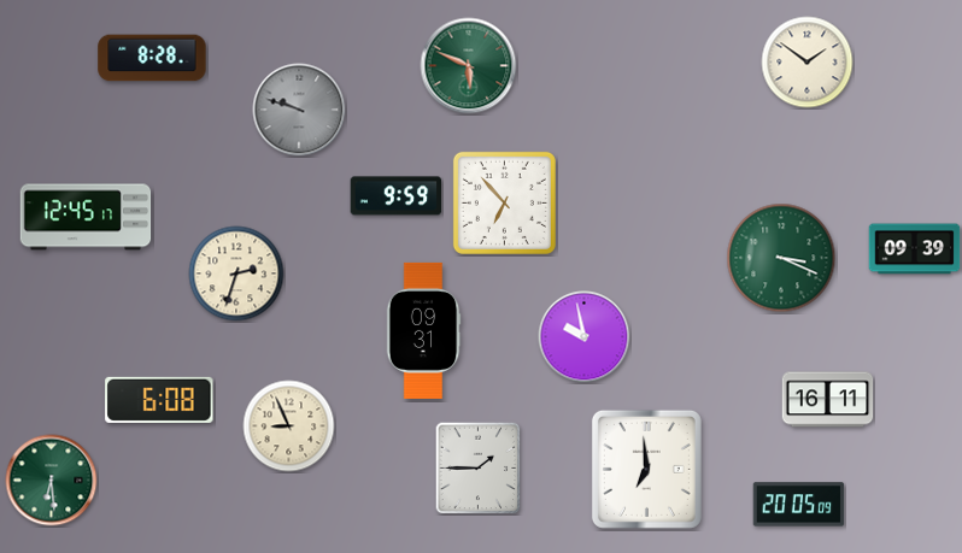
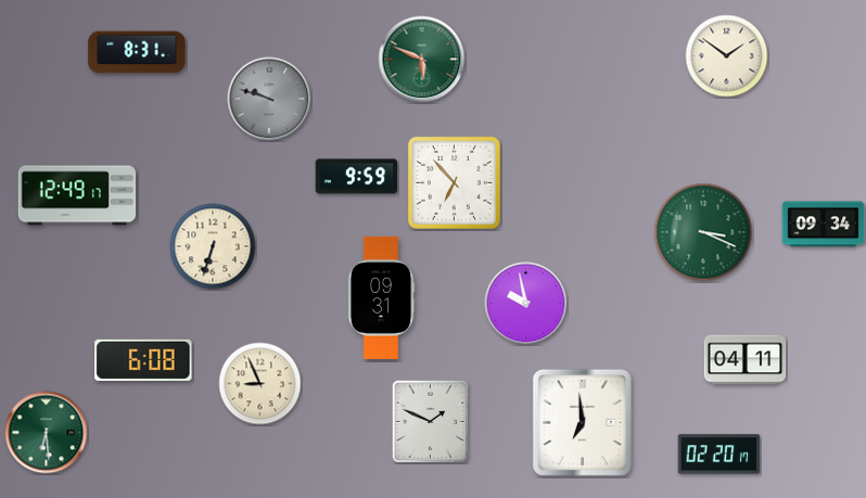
clock at (152, 58): 8:28 -> 8:31
clock at (86, 217): 12:45 -> 12:49
clock at (915, 249): 09:39 -> 09:34
clock at (236, 273): 2:33 -> 6:33
clock at (828, 400): 16:11 -> 04:11
clock at (479, 469): 1:45 -> 1:49
clock at (799, 505): 20:05 -> 02:20
